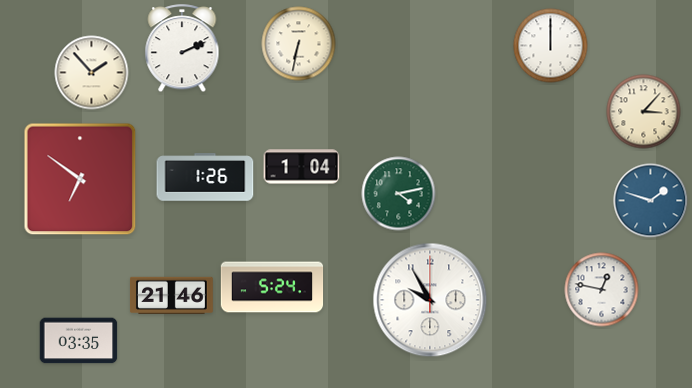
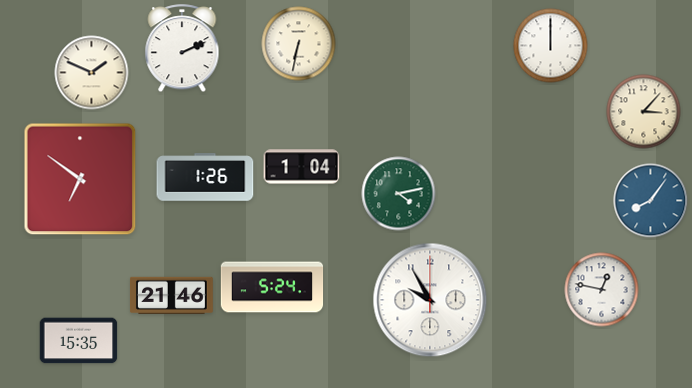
clock at (92, 73): 1:53 -> 1:49
clock at (651, 201): 1:48 -> 8:06
clock at (79, 341): 03:35 -> 15:35
